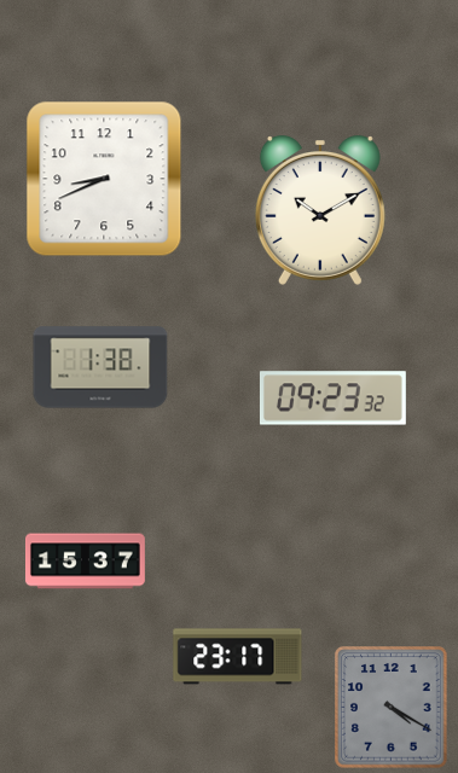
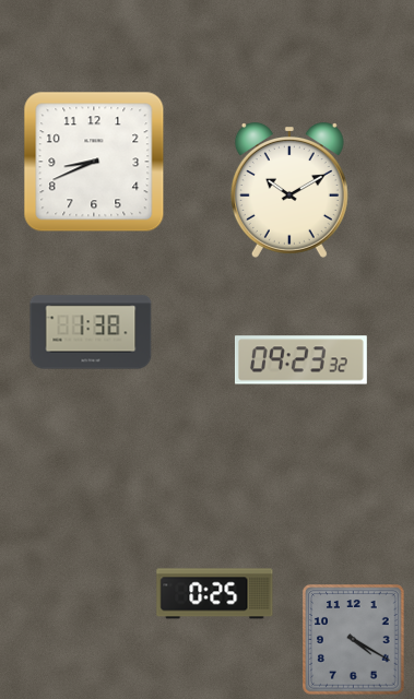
clock at (85, 562): 15:37 -> none
clock at (238, 657): 23:17 -> 0:25
